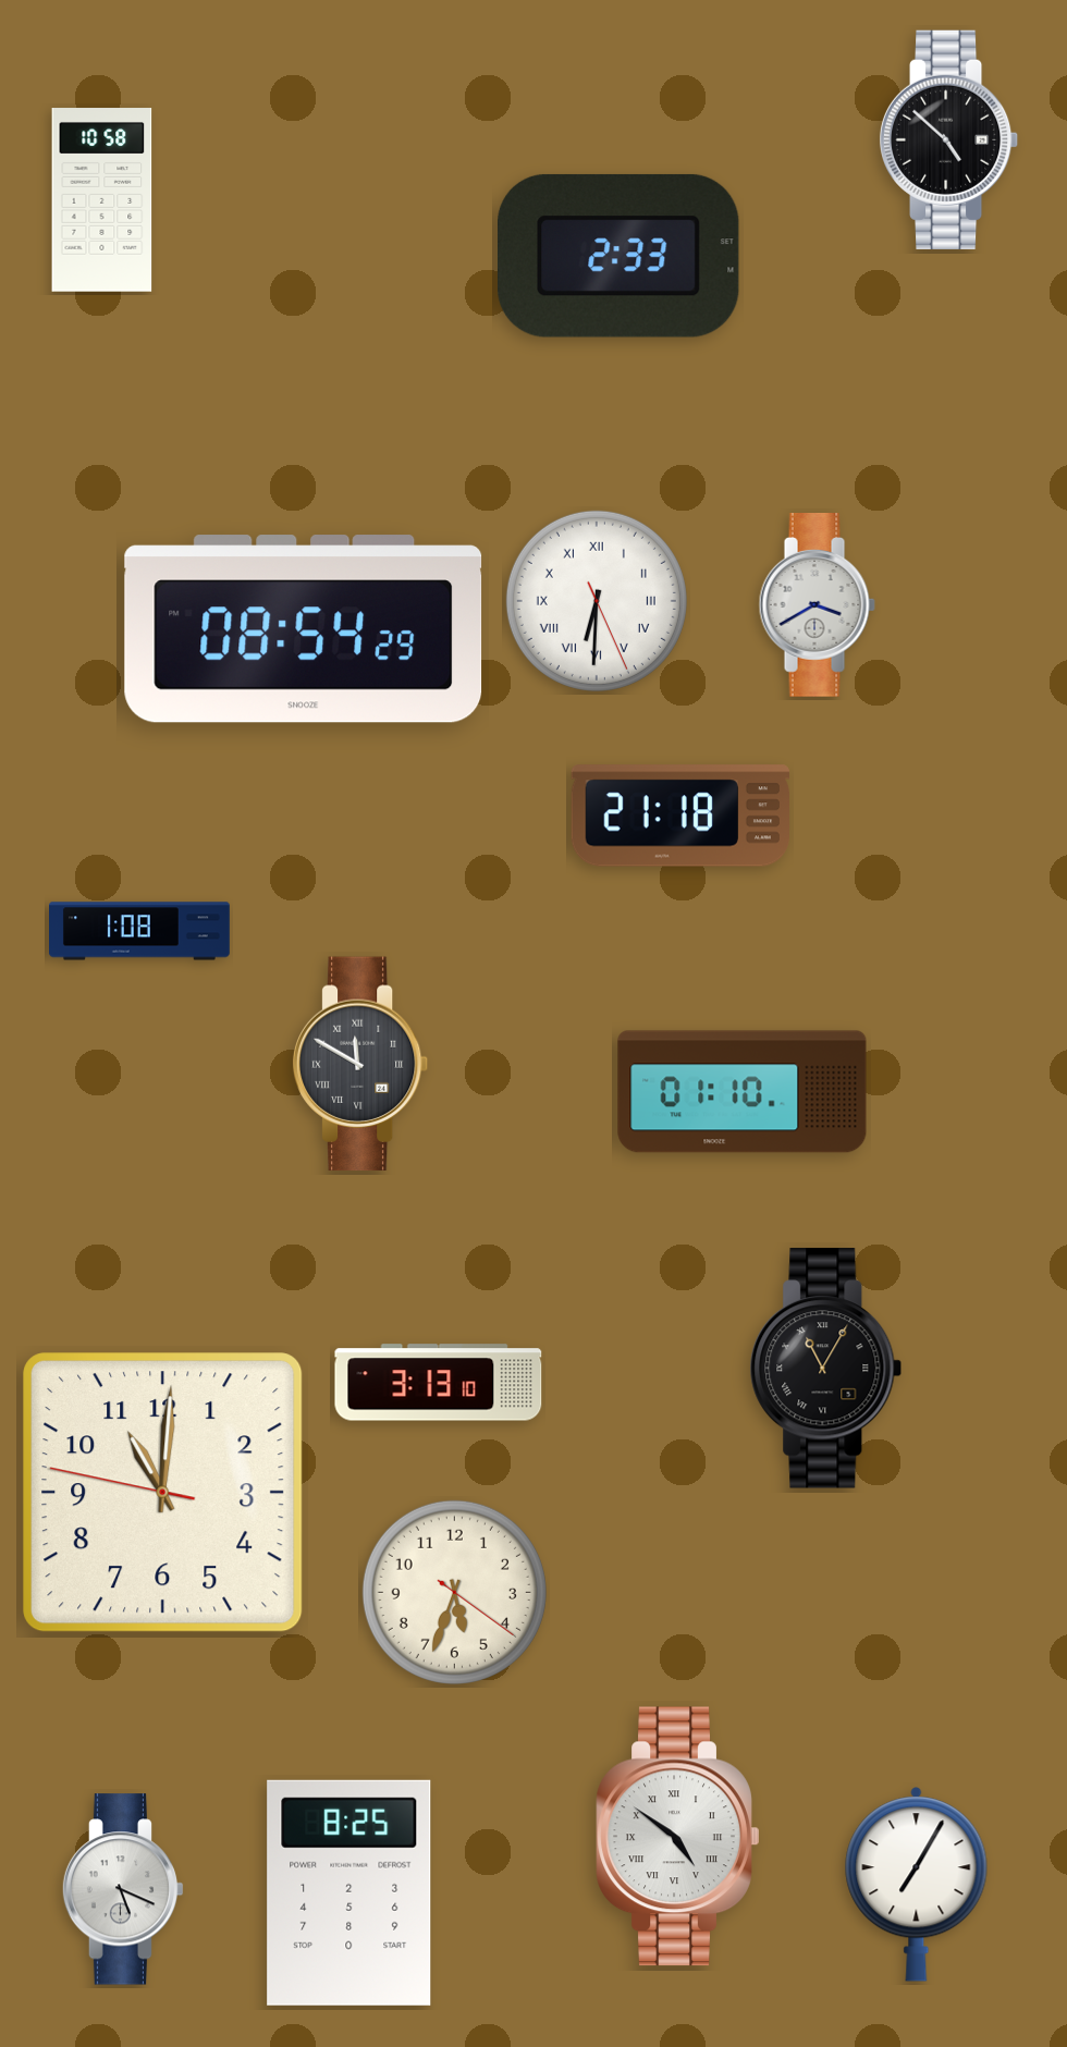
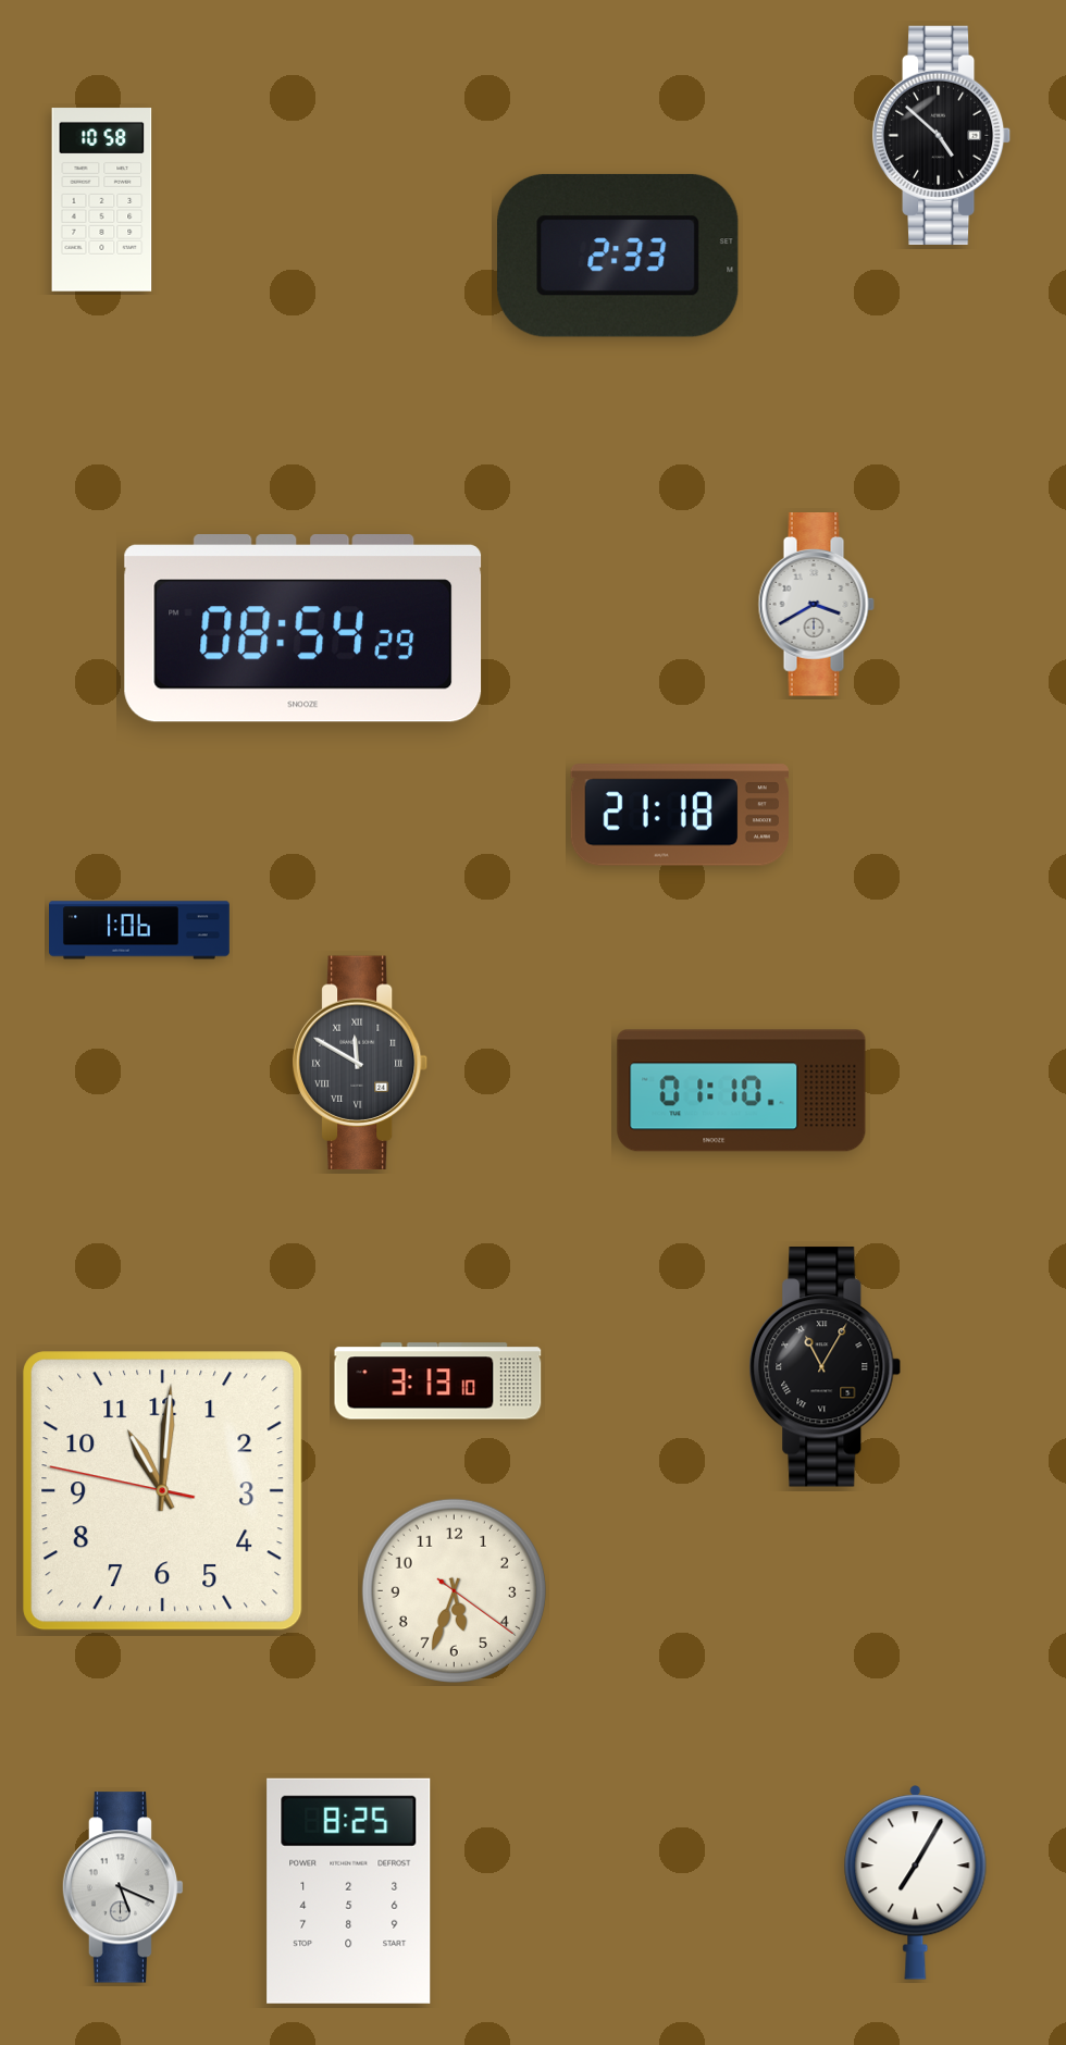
clock at (949, 139) position: (949, 139) -> (942, 135)
clock at (597, 601): 6:30 -> none
clock at (140, 931): 1:08 -> 1:06
clock at (678, 1837): 4:51 -> none
